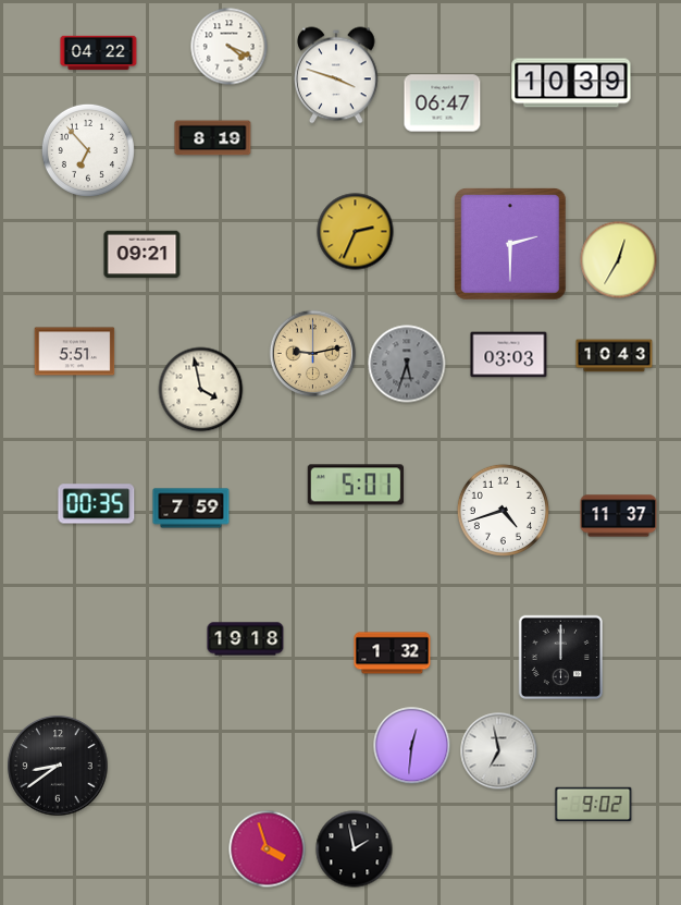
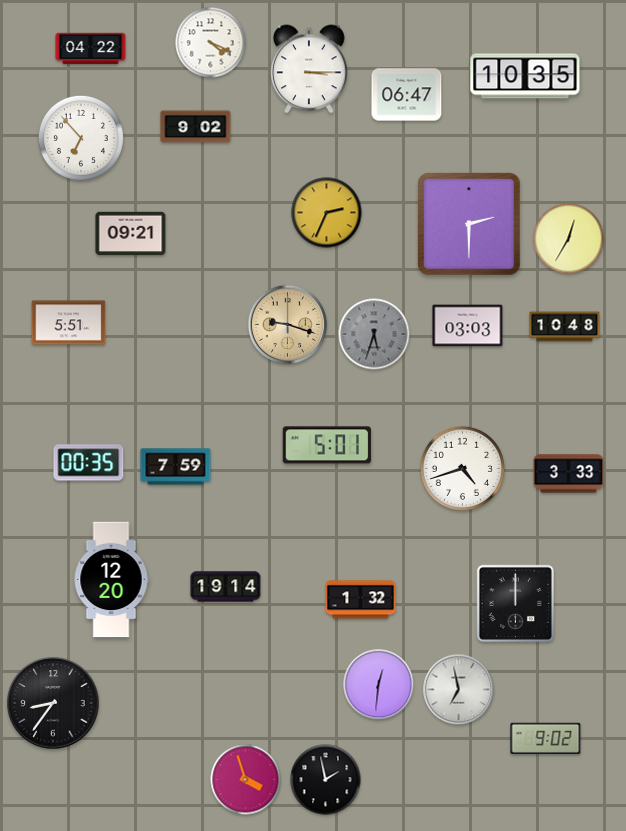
clock at (336, 75): 3:48 -> 3:15
clock at (571, 83): 10:39 -> 10:35
clock at (213, 138): 8:19 -> 9:02
clock at (313, 354): 9:13 -> 9:18
clock at (615, 356): 10:43 -> 10:48
clock at (201, 390): 3:58 -> none
clock at (619, 516): 11:37 -> 3:33
clock at (111, 580): none -> 12:20
clock at (246, 639): 19:18 -> 19:14
clock at (58, 766): 8:39 -> 8:36
